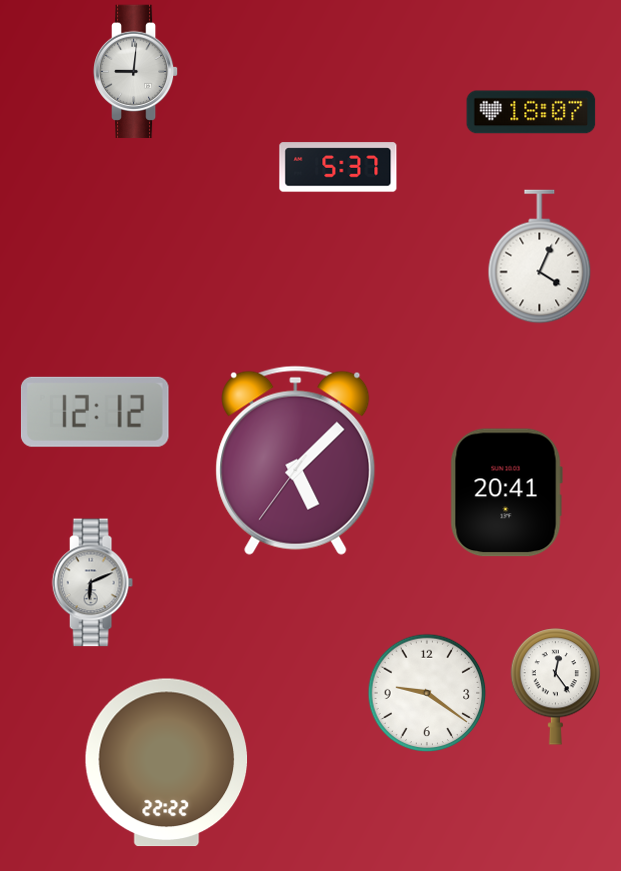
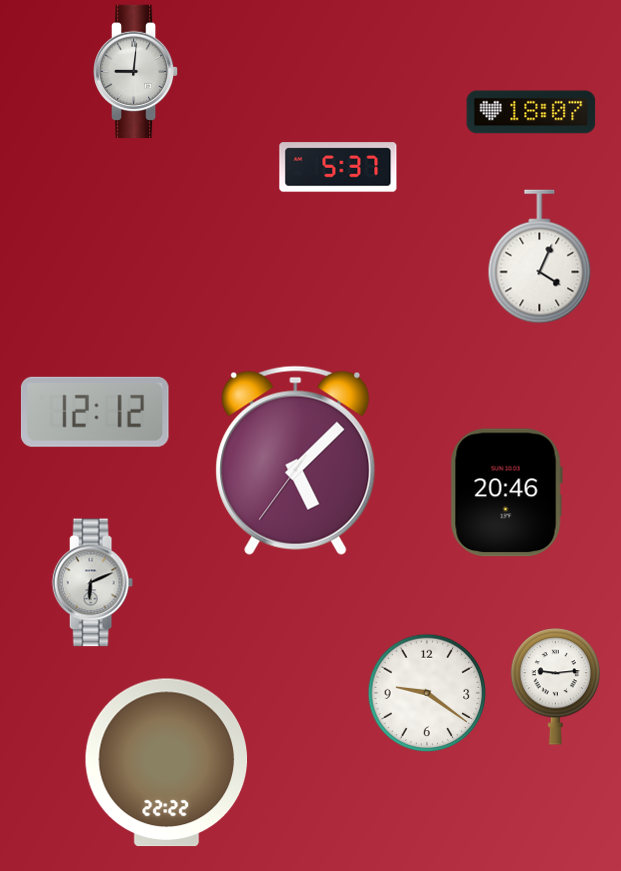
clock at (506, 493): 20:41 -> 20:46
clock at (556, 687): 12:24 -> 9:14
